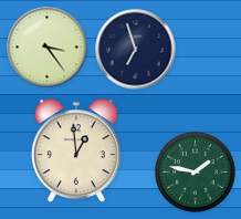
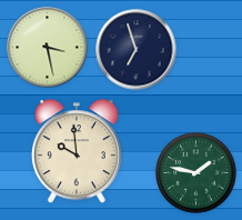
clock at (48, 48): 3:24 -> 3:28
clock at (76, 152): 12:59 -> 9:59
